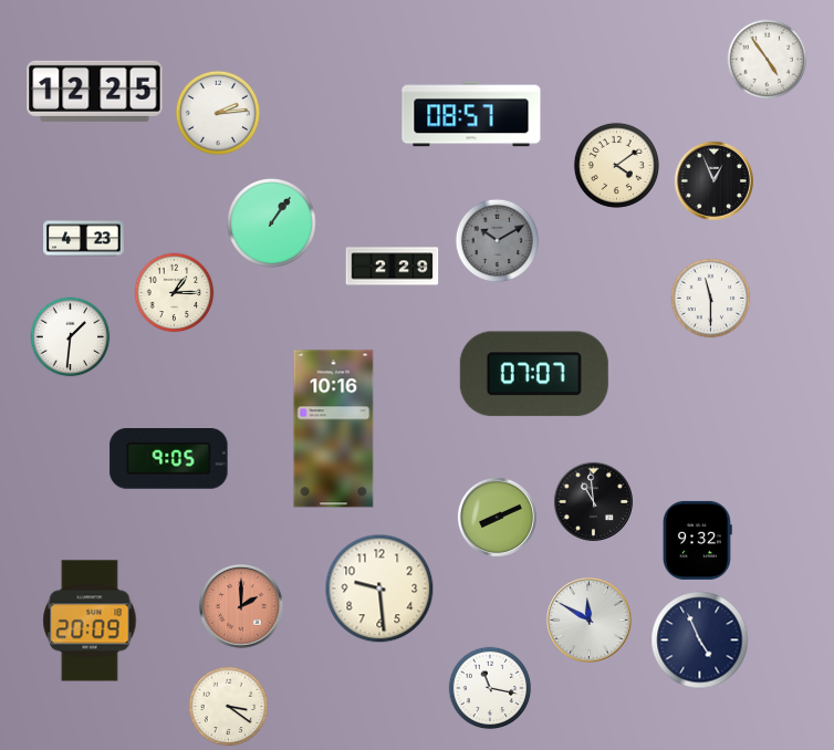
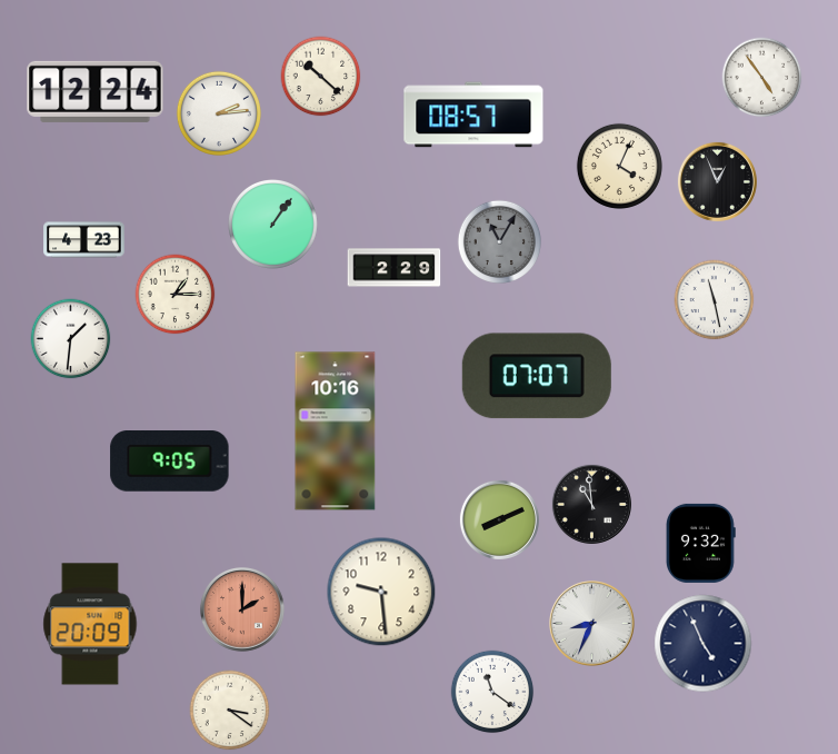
clock at (768, 60) position: (768, 60) -> (762, 78)
clock at (321, 77): none -> 10:22
clock at (95, 91): 12:25 -> 12:24
clock at (616, 165): 4:09 -> 4:04
clock at (497, 240): 10:10 -> 11:05
clock at (711, 299): 11:30 -> 11:28
clock at (593, 501) position: (593, 501) -> (591, 504)
clock at (590, 621): 11:50 -> 8:34
clock at (490, 688): 11:17 -> 11:21
